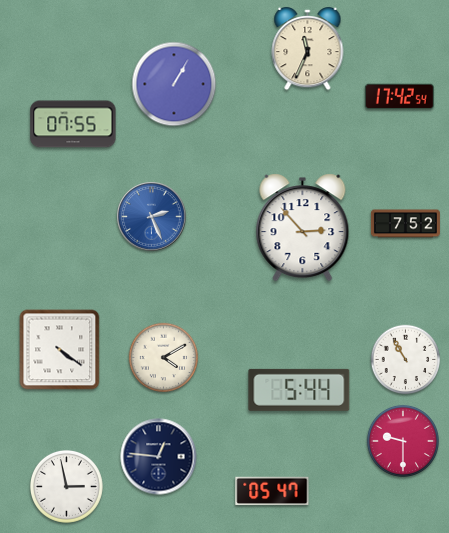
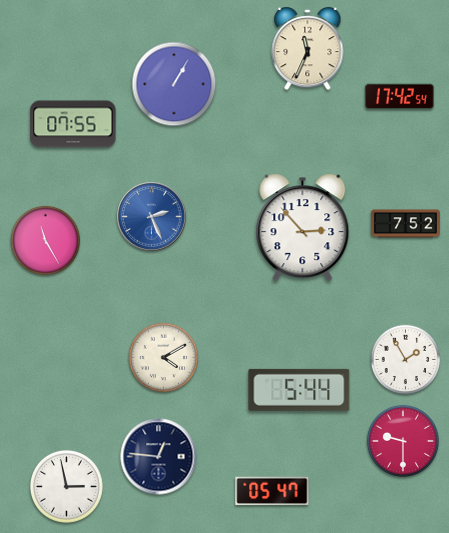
clock at (46, 241): none -> 11:25
clock at (60, 350): 4:21 -> none
clock at (406, 360): 10:55 -> 1:55
